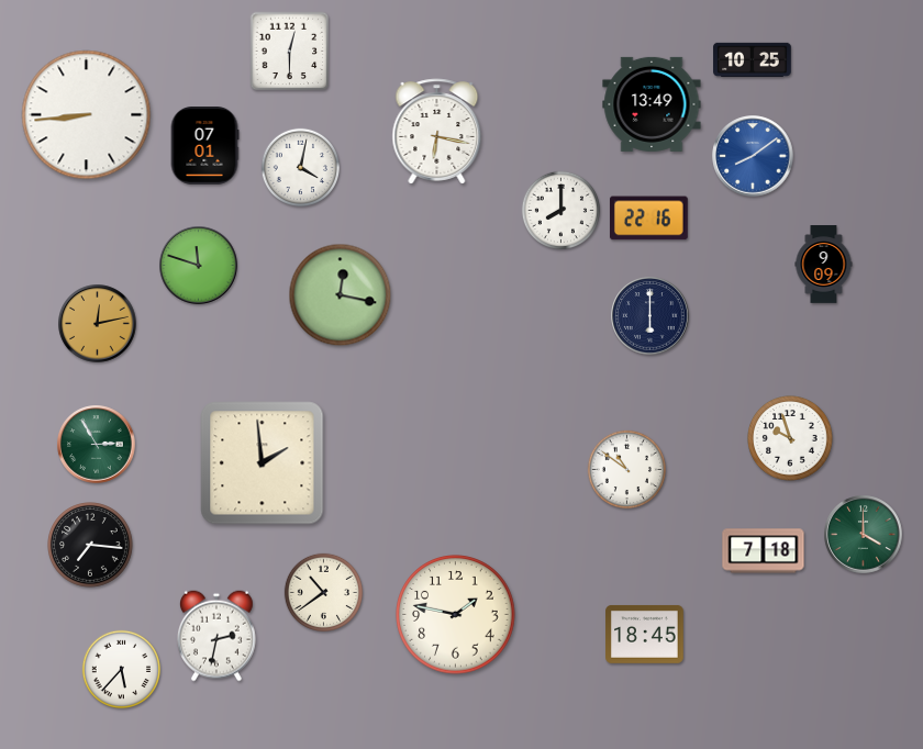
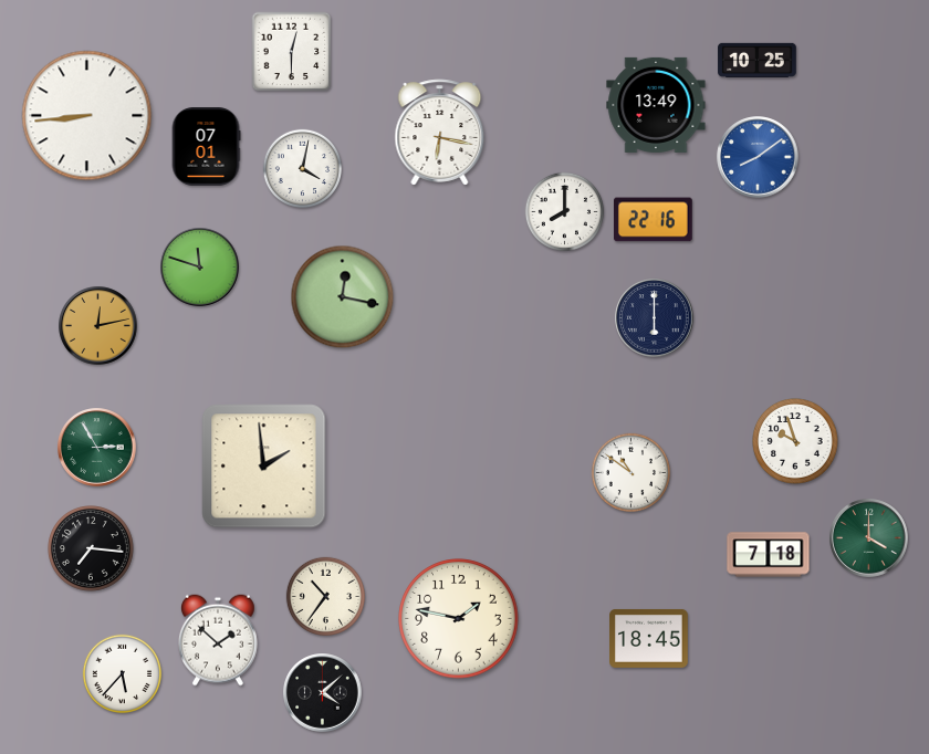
clock at (824, 265): 9:09 -> none
clock at (324, 593): 10:39 -> 10:36
clock at (216, 636): 2:32 -> 1:52
clock at (323, 693): none -> 4:08
